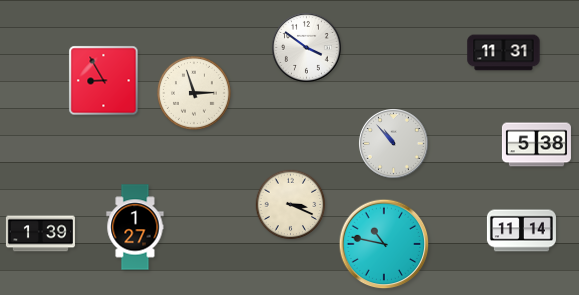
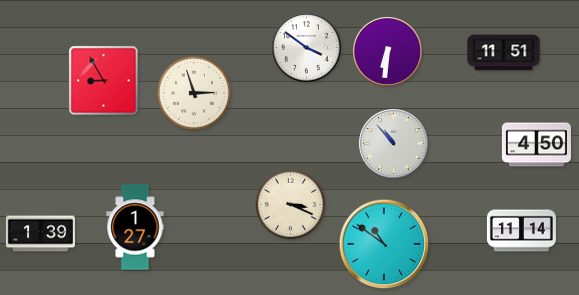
clock at (388, 52): none -> 6:31
clock at (504, 53): 11:31 -> 11:51
clock at (536, 145): 5:38 -> 4:50
clock at (384, 244): 10:47 -> 10:51
